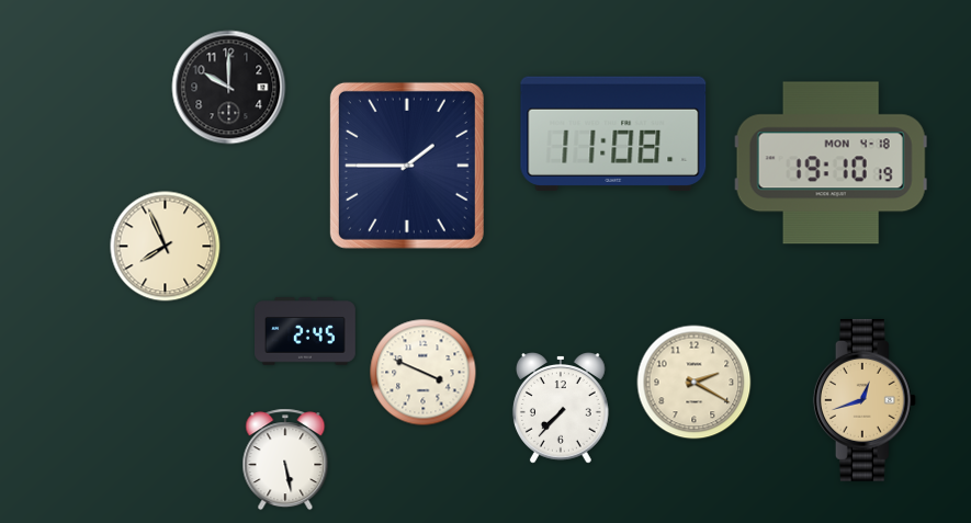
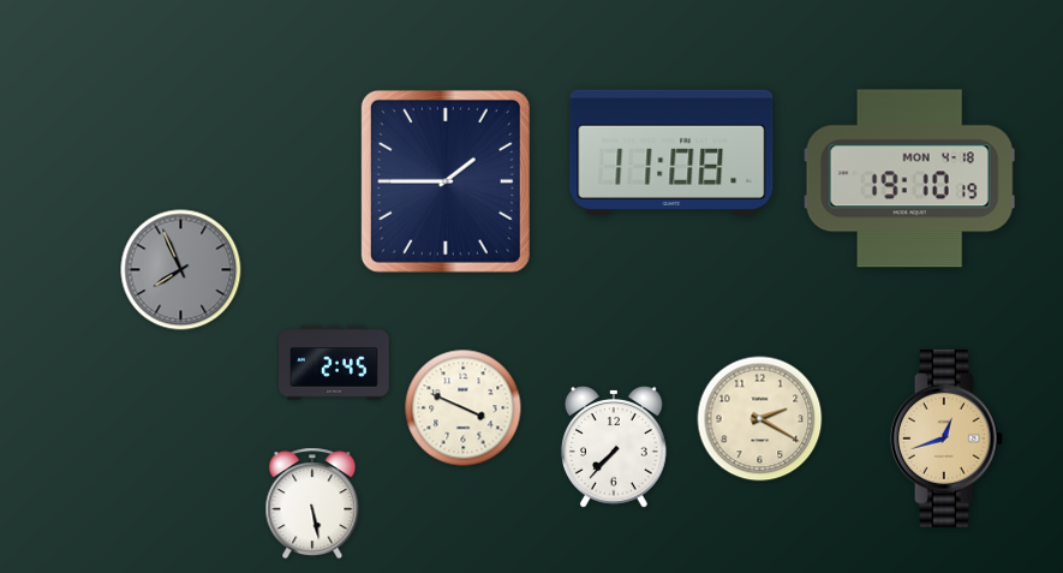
clock at (229, 88): 10:00 -> none
clock at (613, 133) position: (613, 133) -> (671, 151)
clock at (166, 247) dial: cream -> grey
